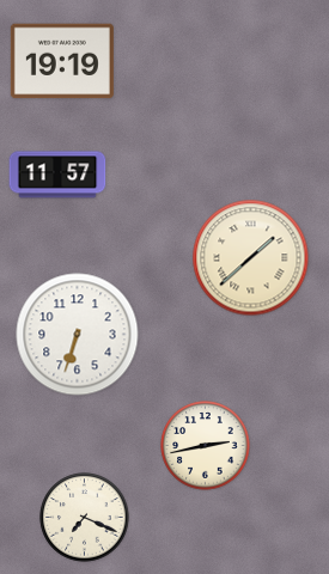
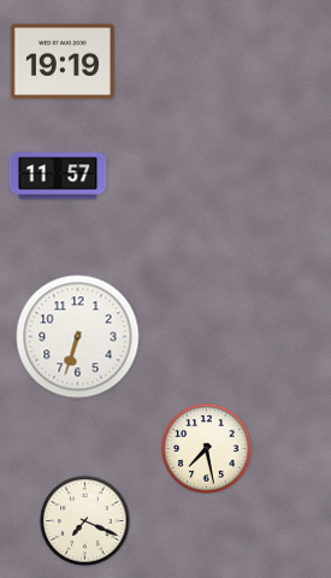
clock at (251, 258): 1:38 -> none
clock at (206, 446): 2:43 -> 7:28
